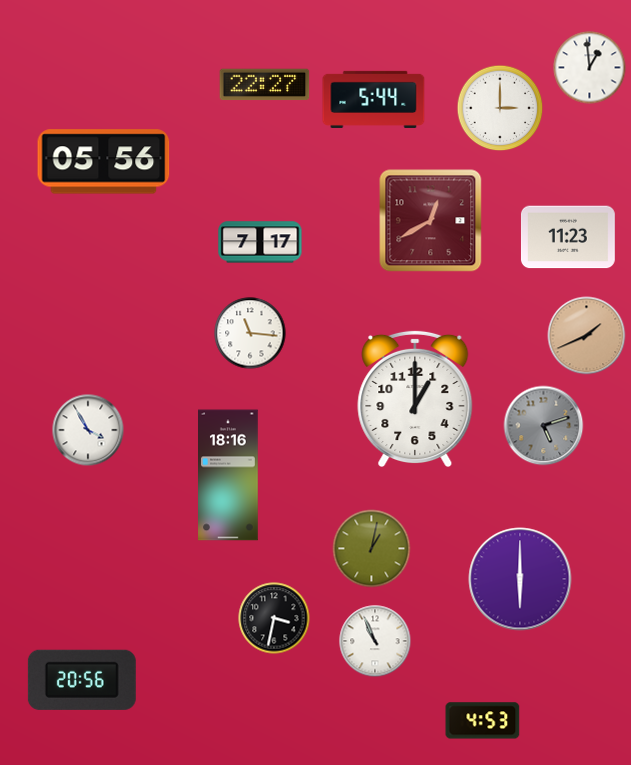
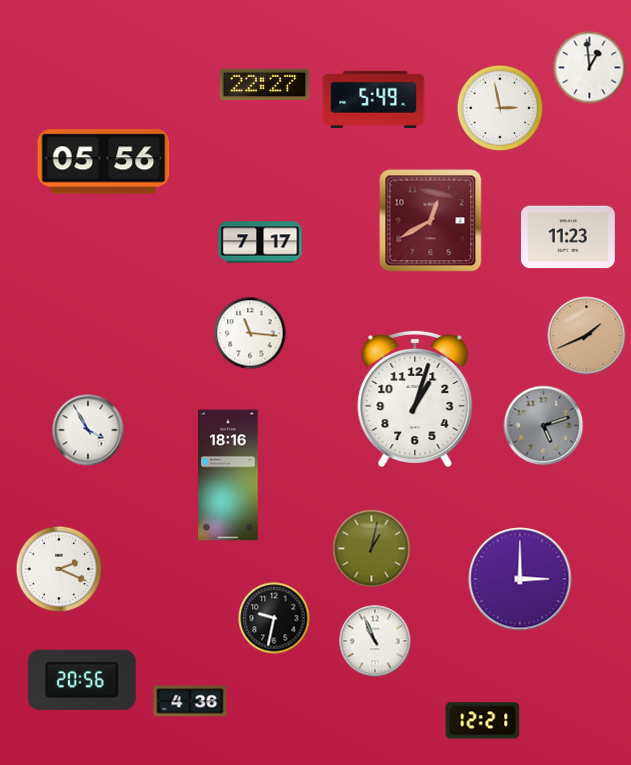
clock at (374, 99): 5:44 -> 5:49
clock at (500, 108): 3:00 -> 2:58
clock at (415, 398): 1:00 -> 1:03
clock at (59, 569): none -> 2:19
clock at (520, 579): 6:00 -> 3:00
clock at (274, 618): 3:32 -> 9:32
clock at (190, 701): none -> 4:36
clock at (483, 721): 4:53 -> 12:21
